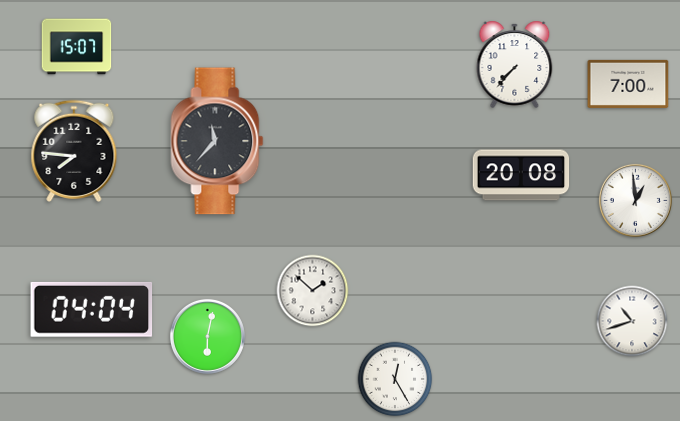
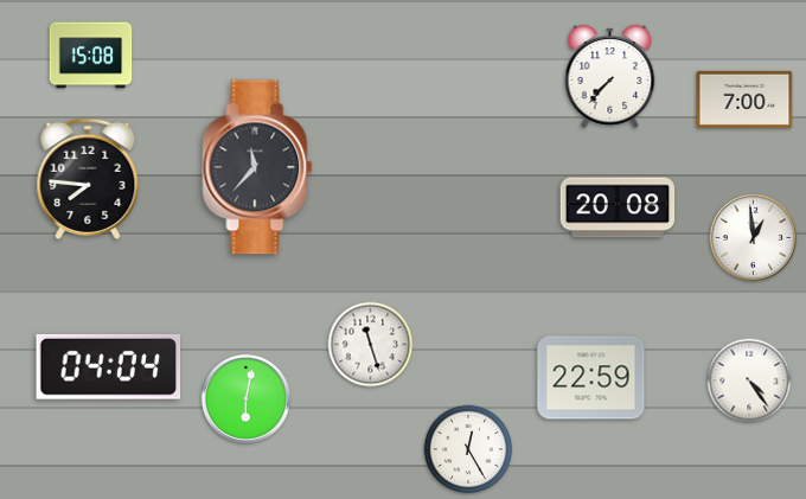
clock at (77, 47): 15:07 -> 15:08
clock at (313, 291): 1:52 -> 11:27
clock at (591, 378): none -> 22:59
clock at (632, 321): 10:42 -> 4:24
